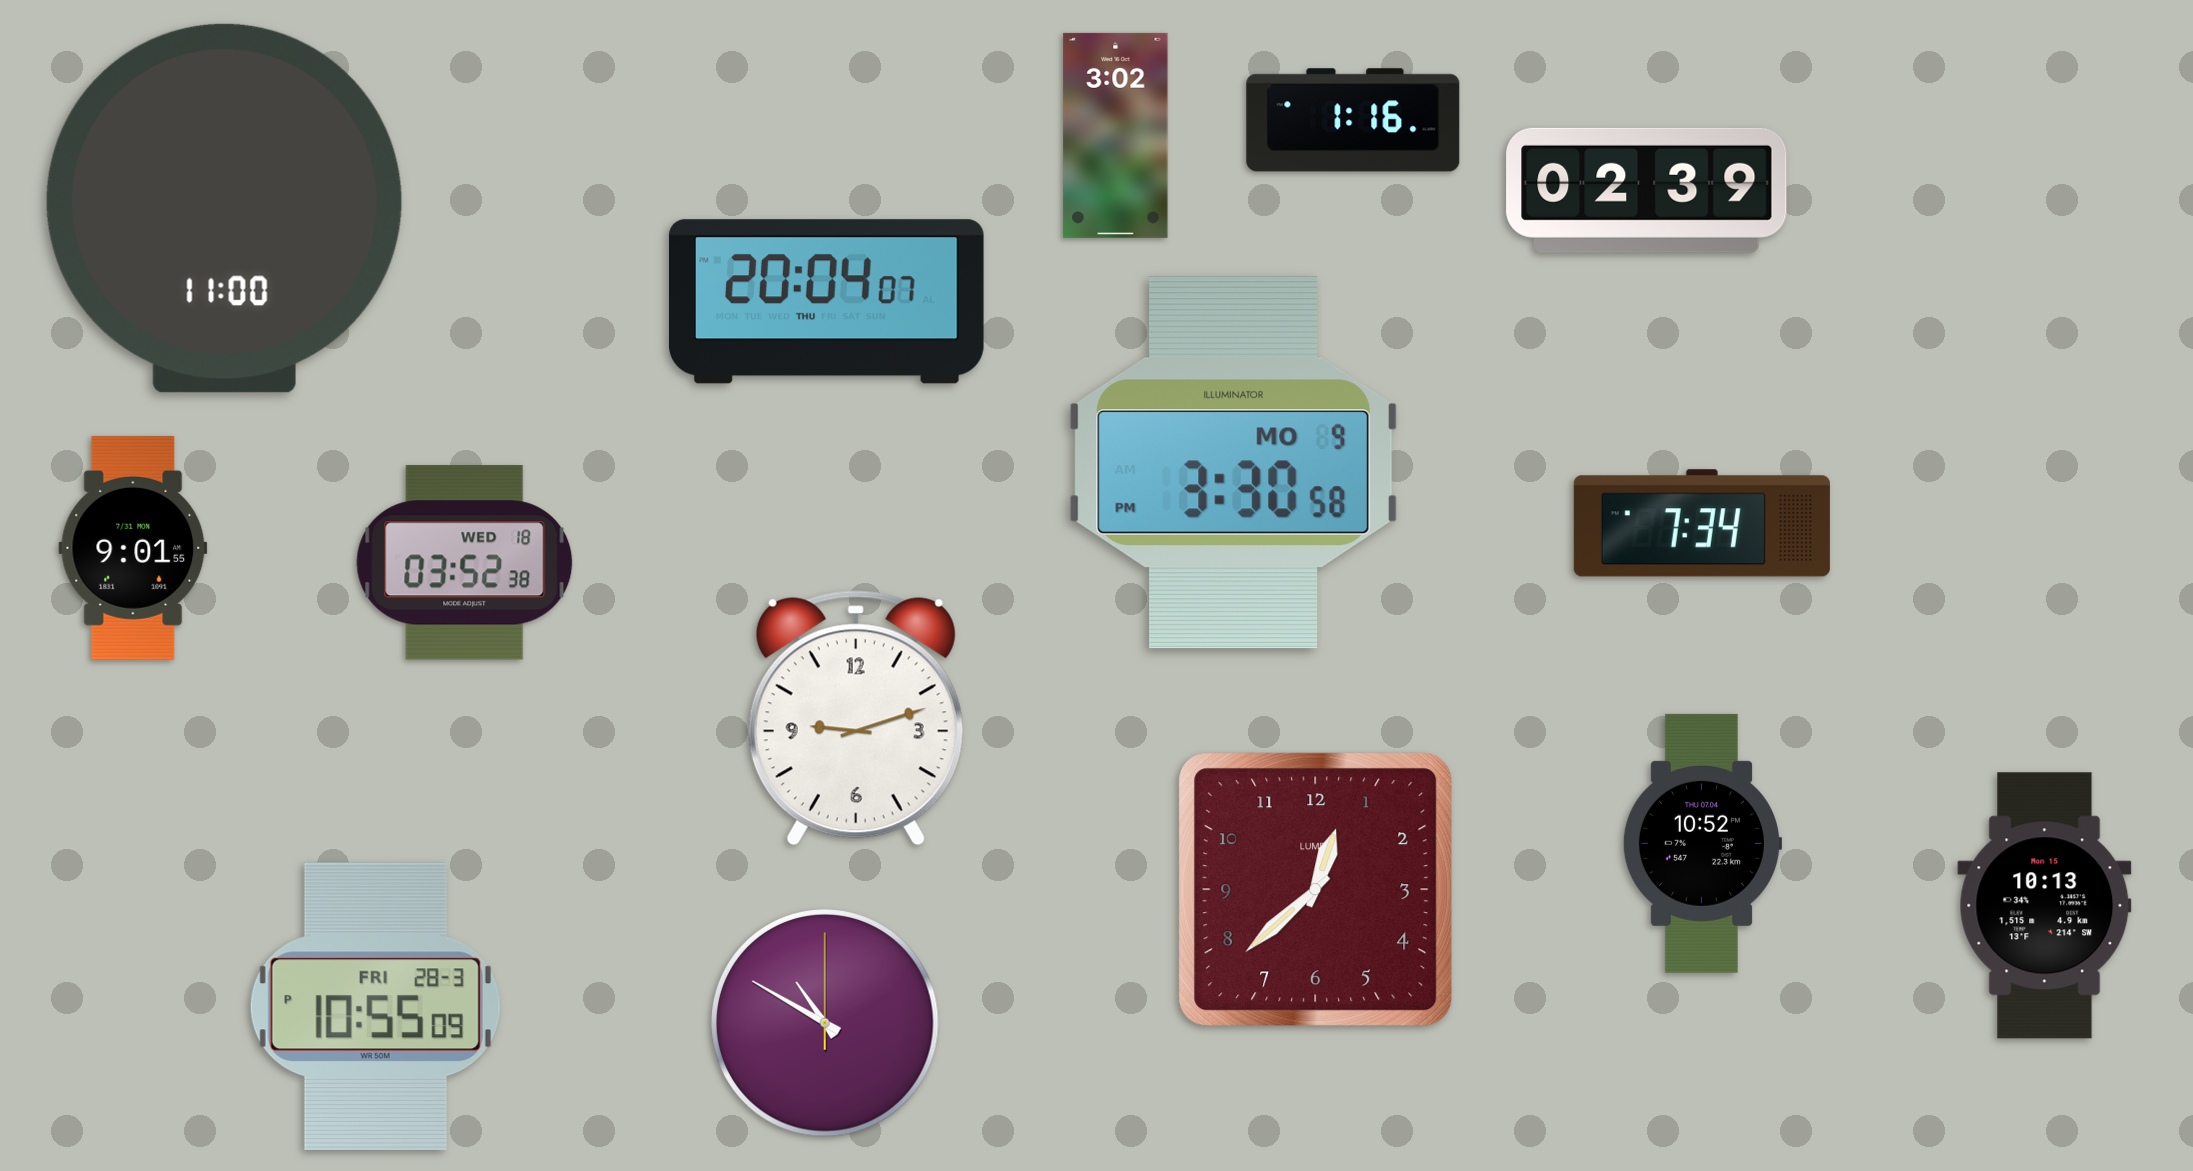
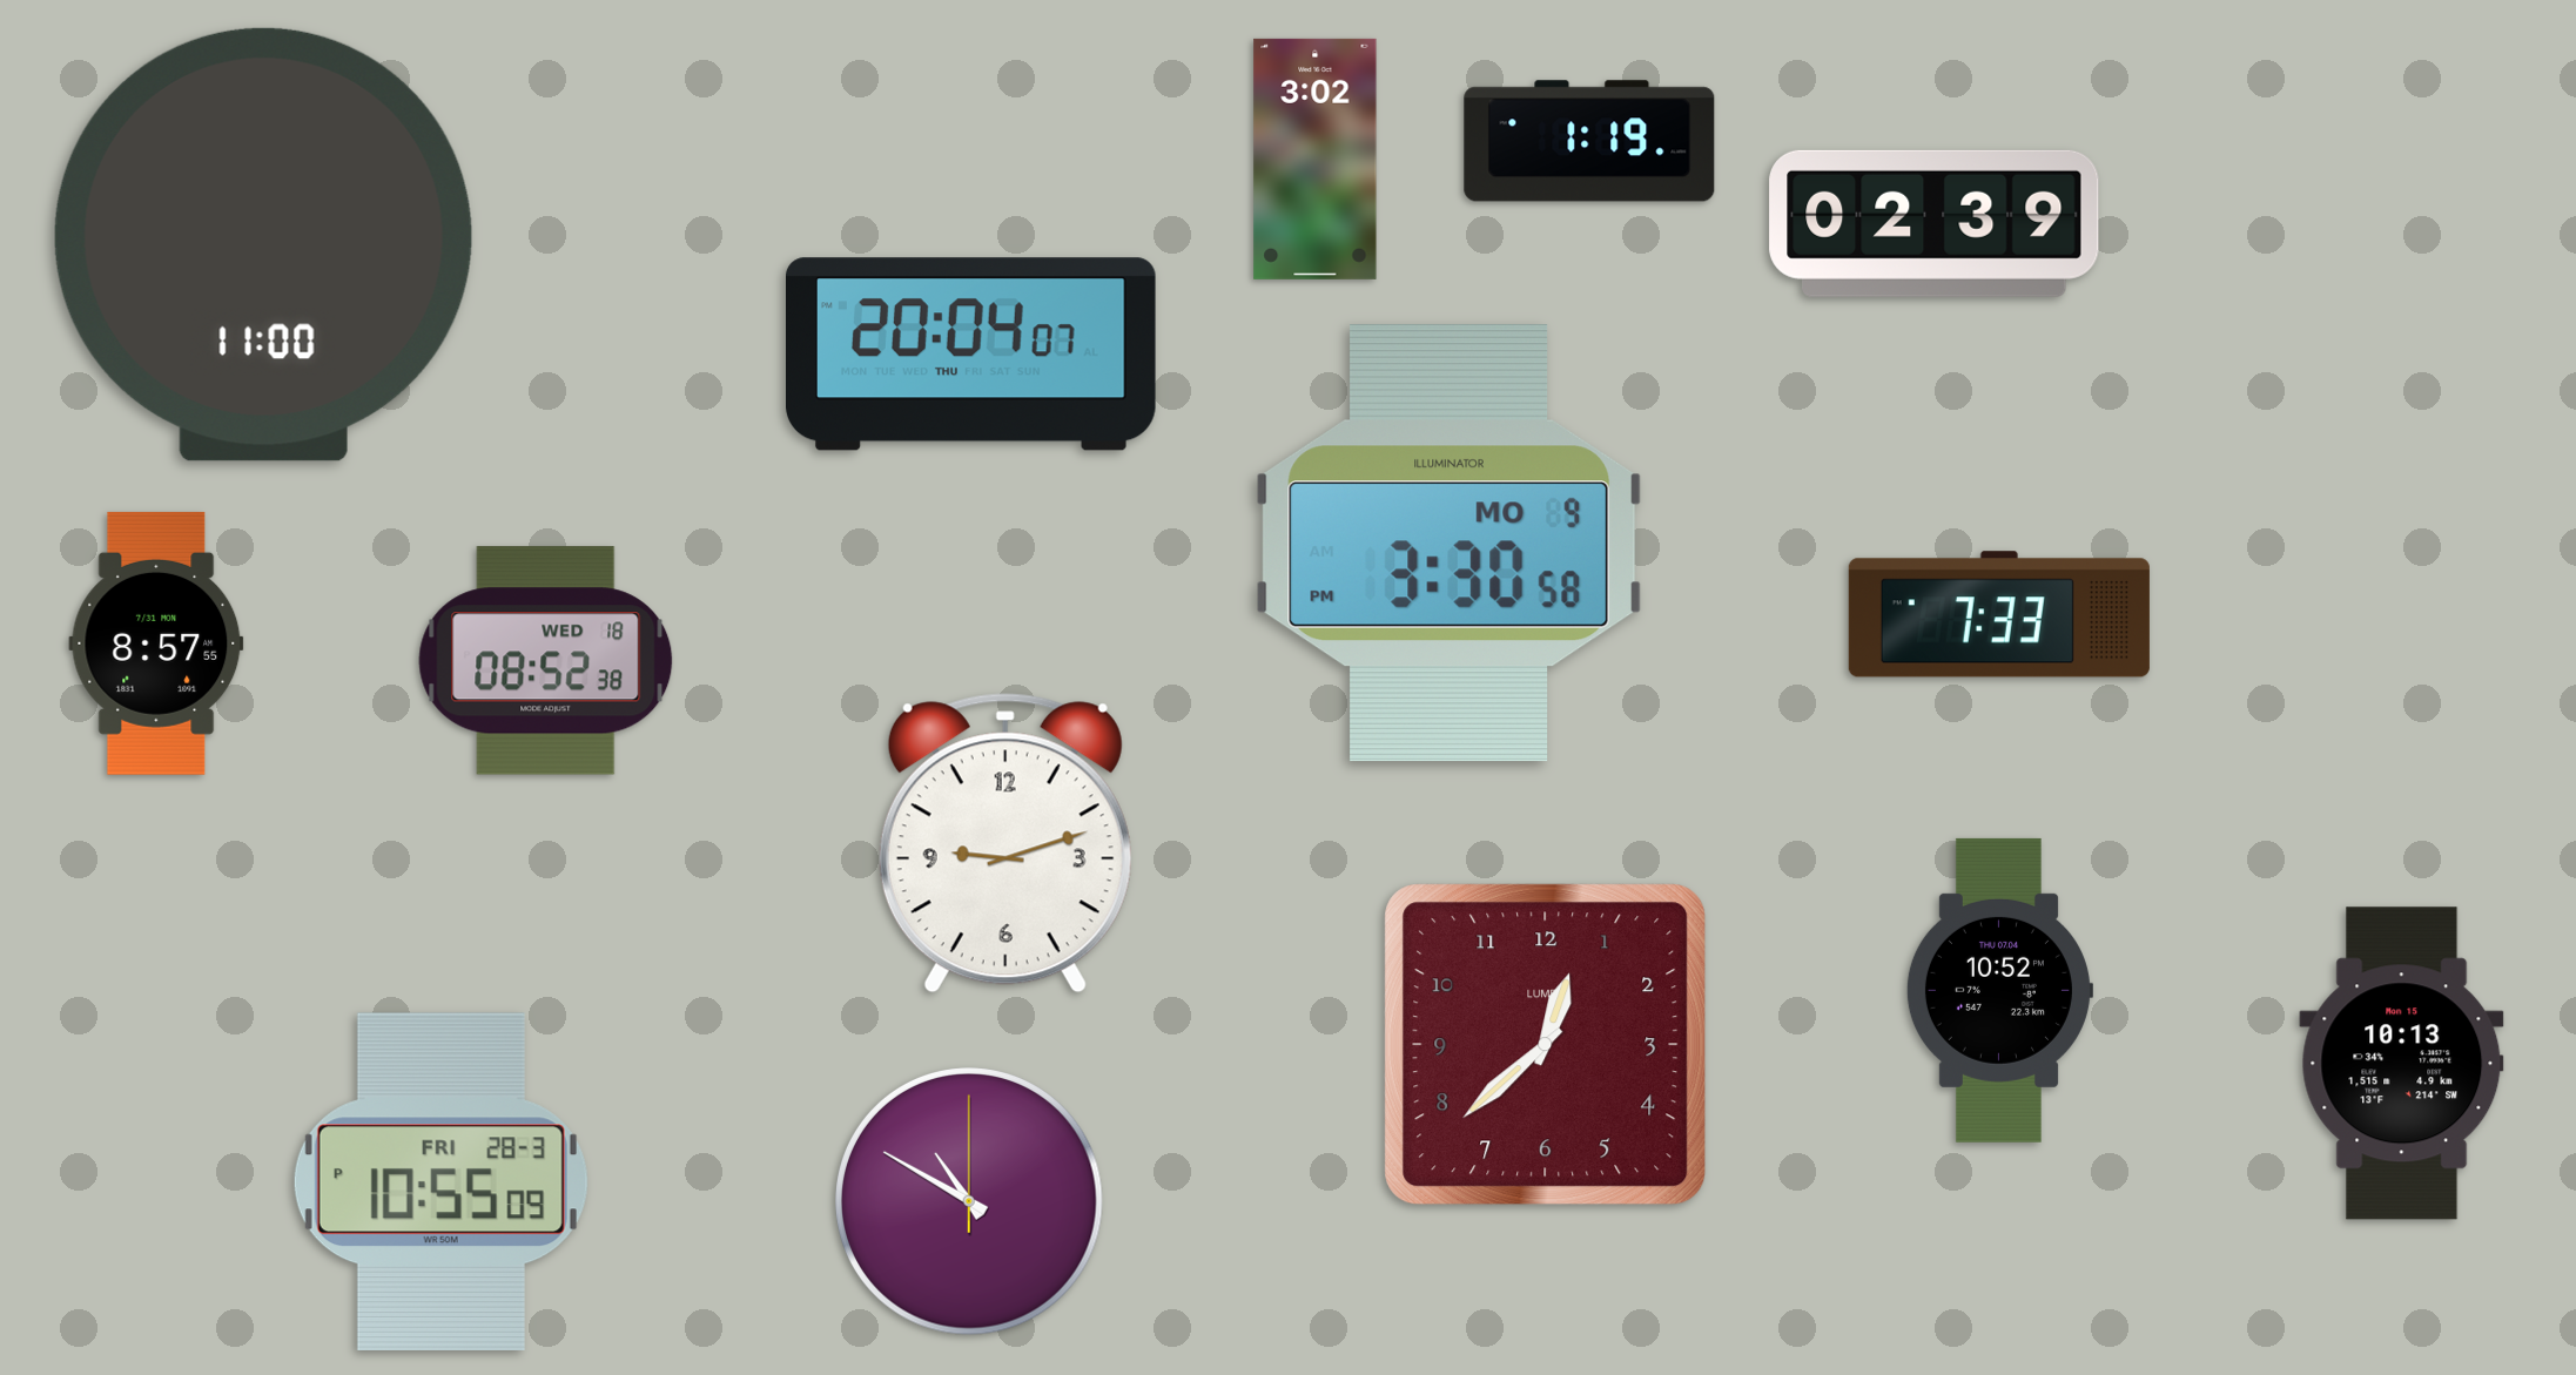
clock at (1353, 120): 1:16 -> 1:19
clock at (1116, 135) position: (1116, 135) -> (1316, 159)
clock at (1702, 523): 7:34 -> 7:33
clock at (133, 548): 9:01 -> 8:57
clock at (465, 563): 03:52 -> 08:52
